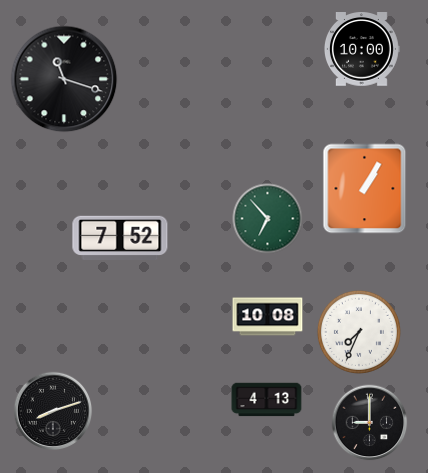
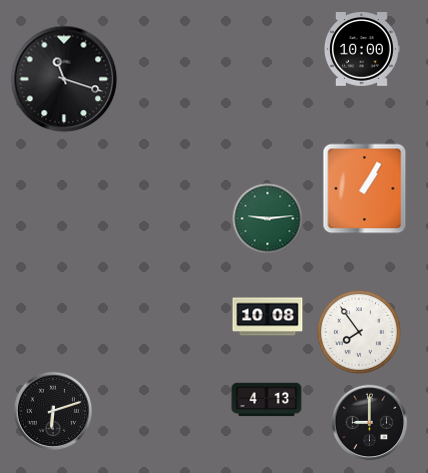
clock at (268, 219): 6:53 -> 9:14
clock at (120, 237): 7:52 -> none
clock at (359, 332): 7:34 -> 7:54
clock at (53, 411): 8:12 -> 6:12
